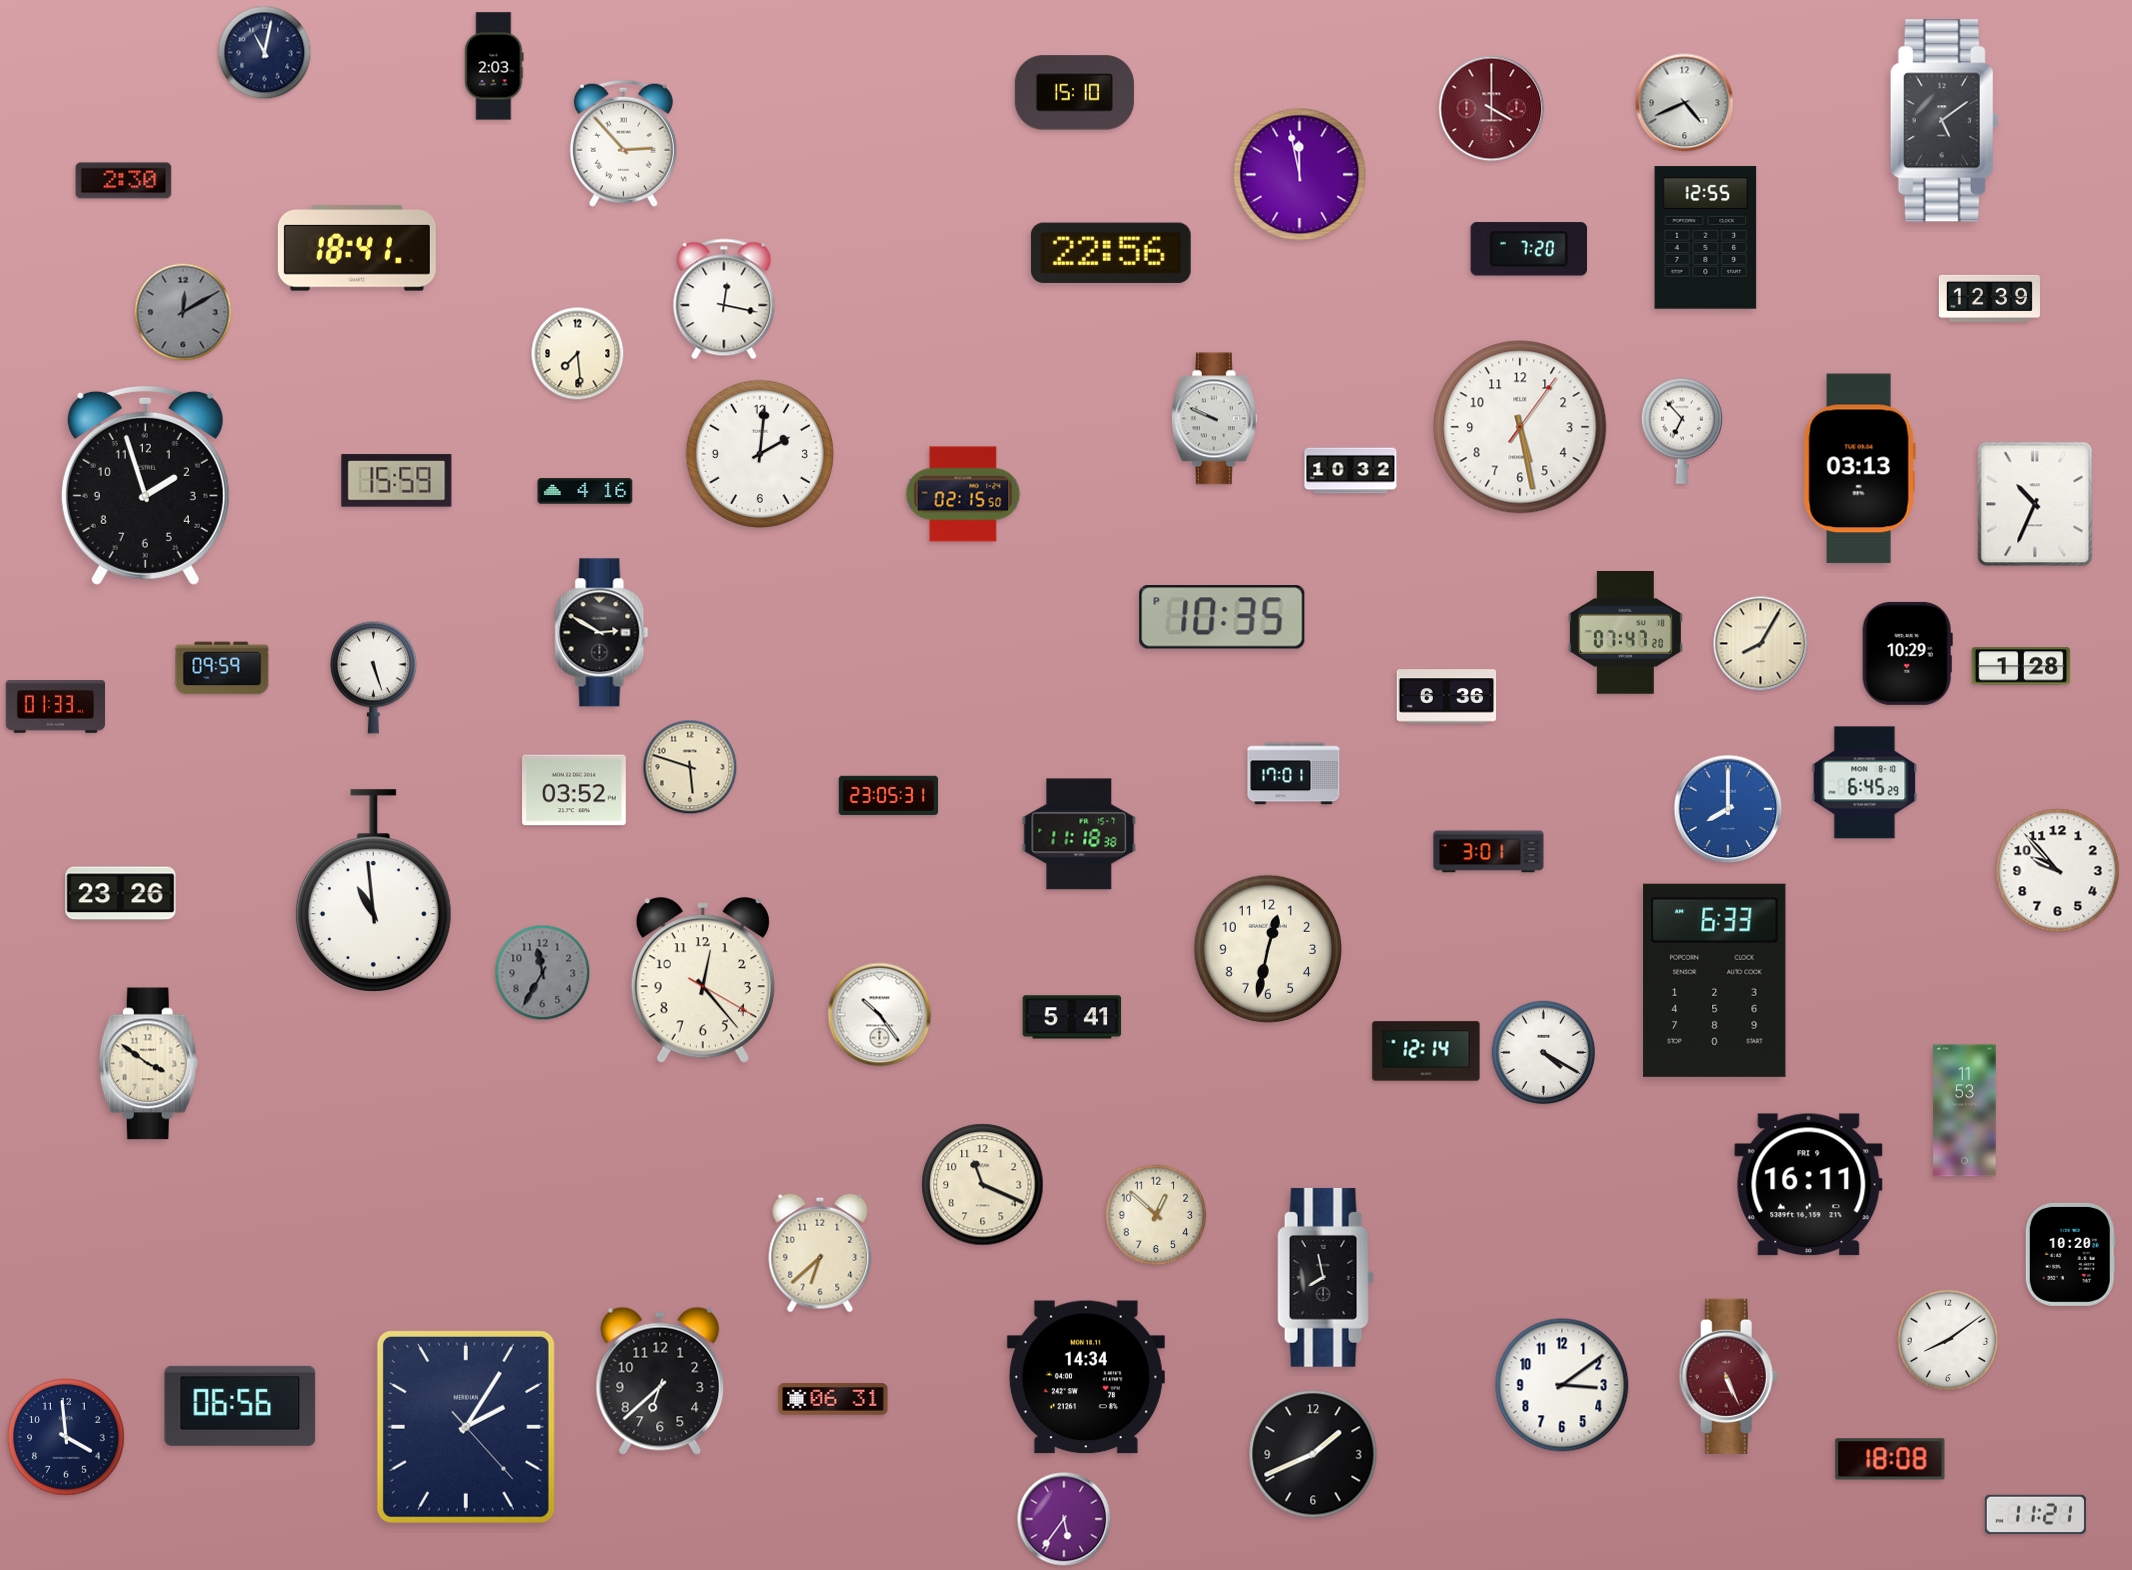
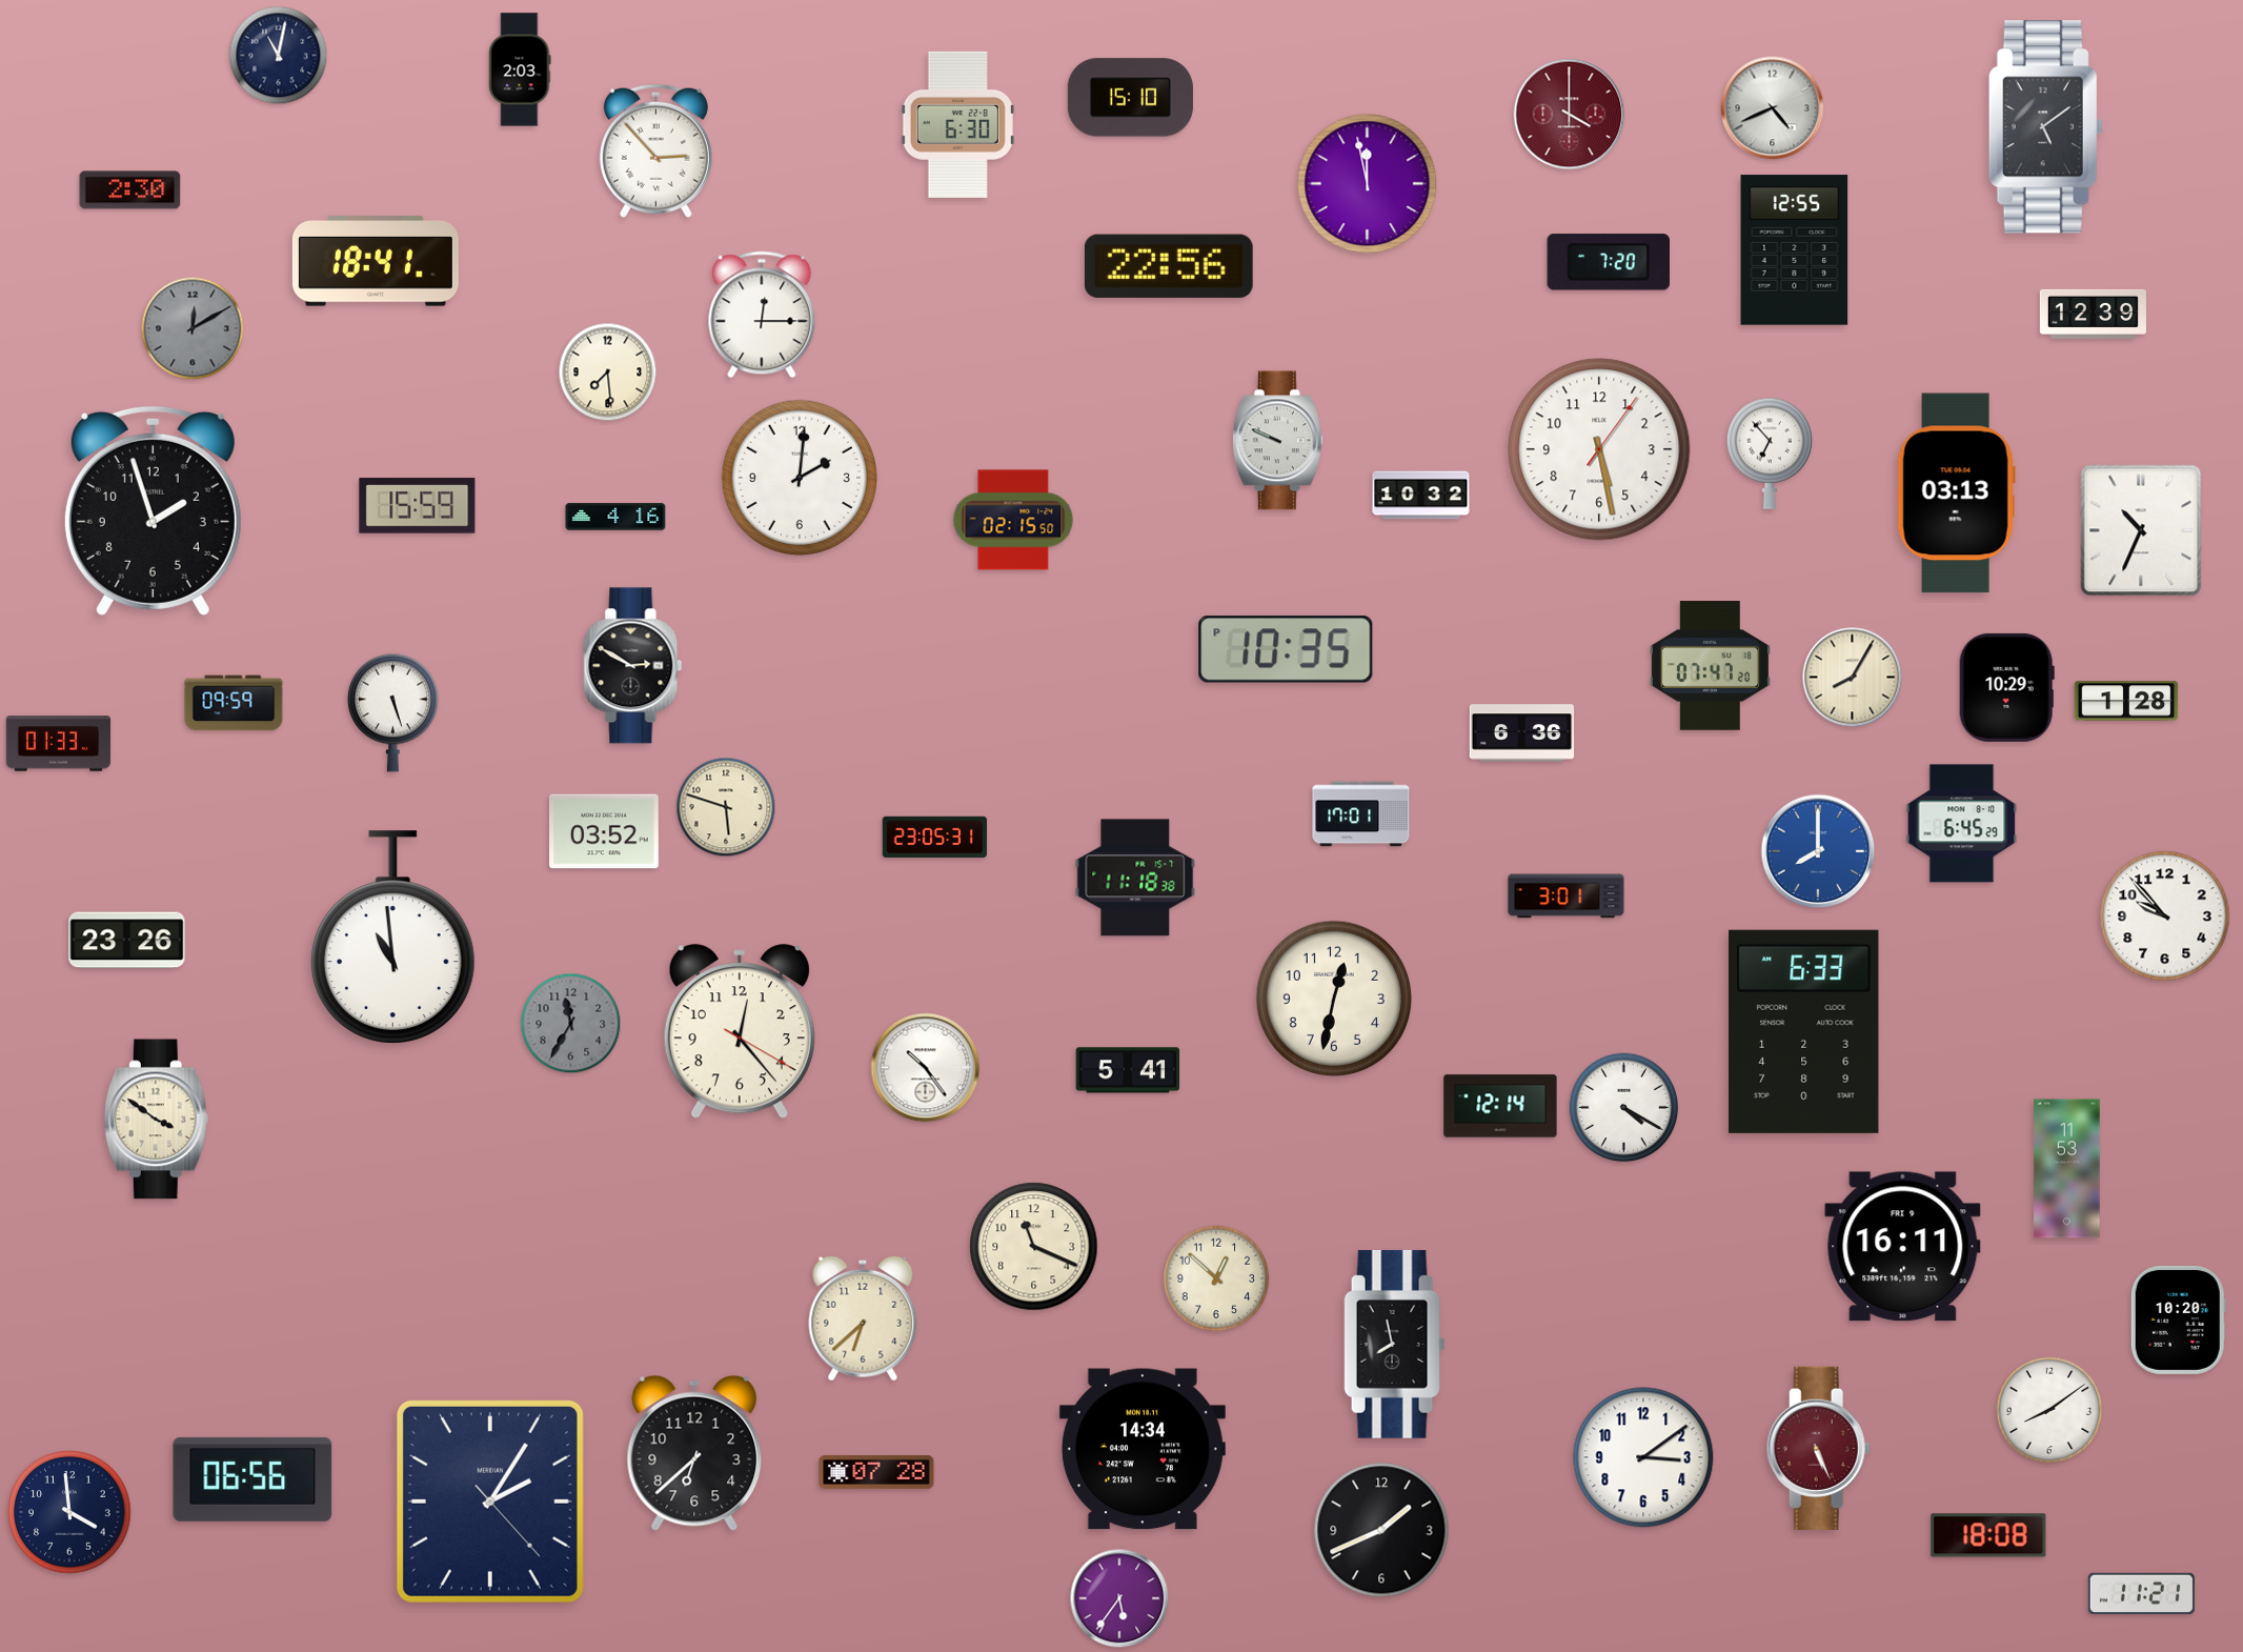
clock at (957, 124): none -> 6:30
clock at (724, 299): 12:17 -> 12:15
clock at (833, 1399): 06:31 -> 07:28
